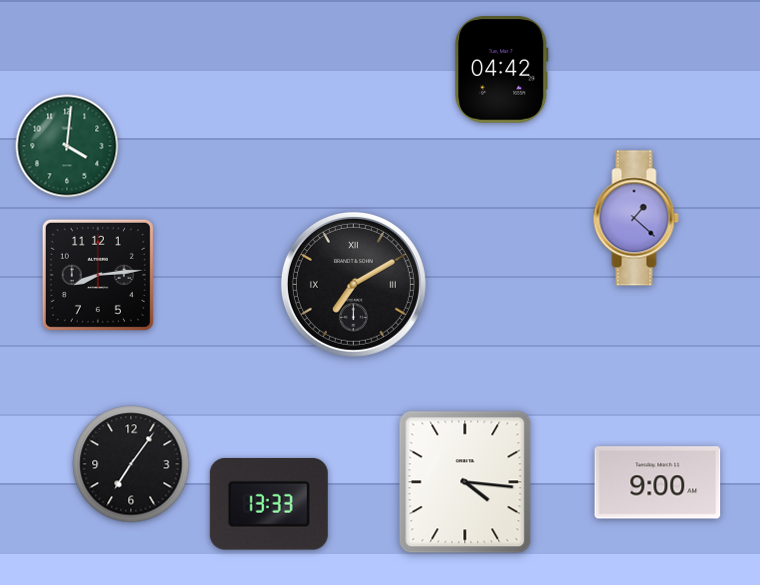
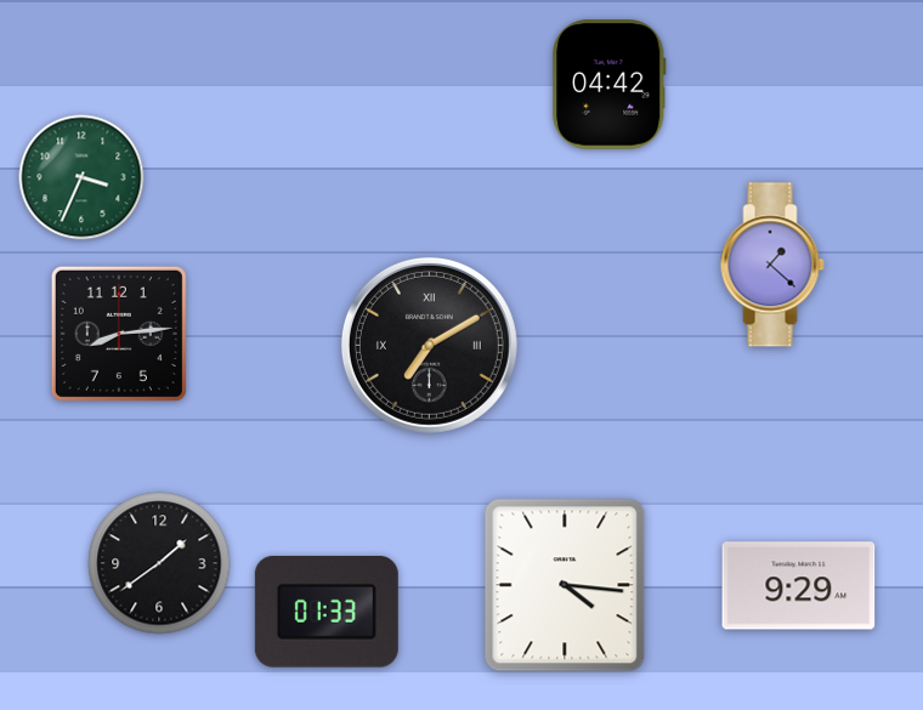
clock at (67, 146): 4:01 -> 3:34
clock at (131, 464): 7:06 -> 1:39
clock at (658, 483): 9:00 -> 9:29
clock at (269, 504): 13:33 -> 01:33
